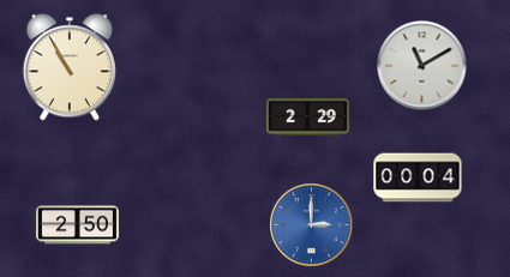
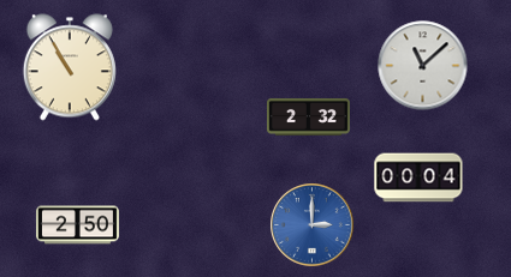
clock at (422, 66): 11:10 -> 11:08
clock at (307, 116): 2:29 -> 2:32
